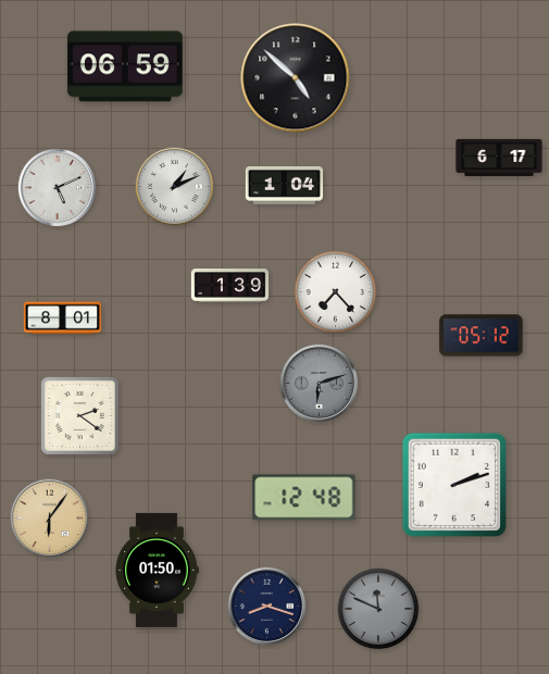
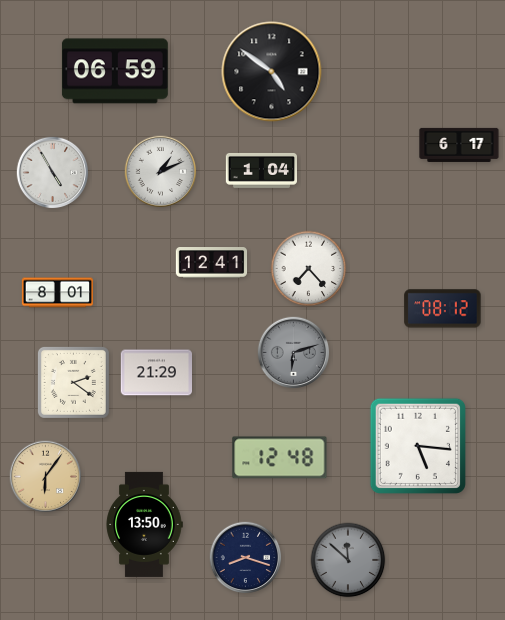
clock at (125, 66) position: (125, 66) -> (115, 71)
clock at (296, 78): 4:52 -> 4:51
clock at (58, 188): 5:11 -> 4:55
clock at (230, 286): 1:39 -> 12:41
clock at (482, 336): 05:12 -> 08:12
clock at (156, 373): none -> 21:29
clock at (454, 485): 2:12 -> 5:16
clock at (157, 570): 01:50 -> 13:50
clock at (378, 609): 11:49 -> 11:52
